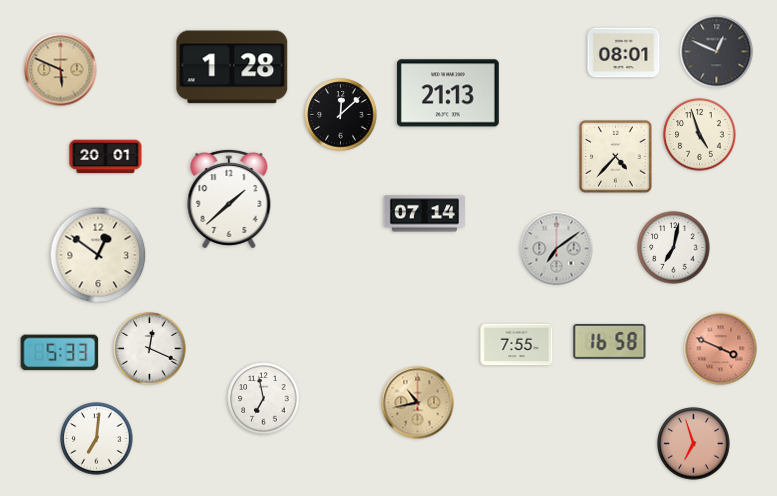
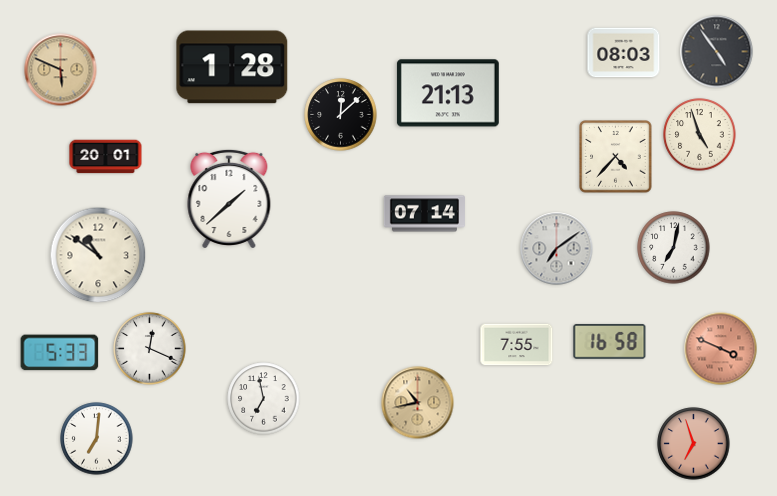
clock at (717, 52): 12:49 -> 4:54
clock at (624, 53): 08:01 -> 08:03
clock at (98, 255): 12:51 -> 10:51
